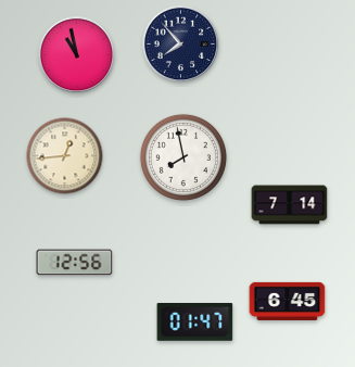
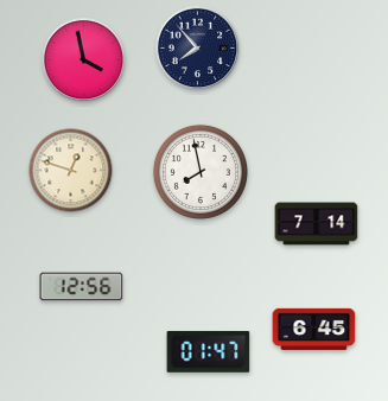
clock at (77, 55): 10:58 -> 3:58
clock at (65, 156): 12:44 -> 12:48
clock at (195, 322) position: (195, 322) -> (209, 352)
